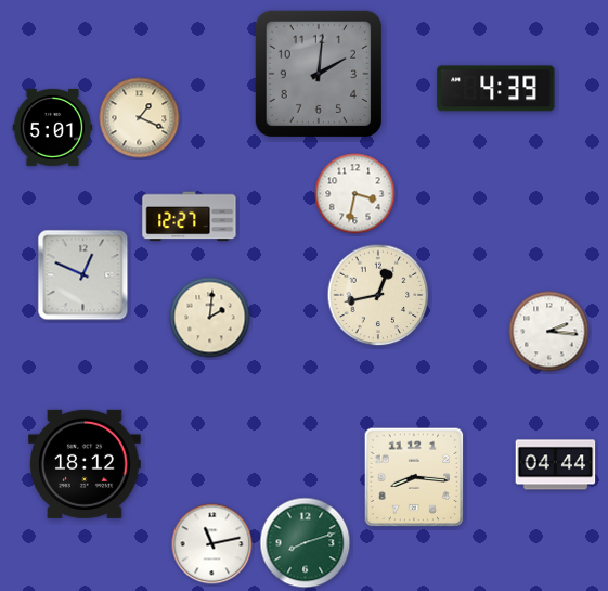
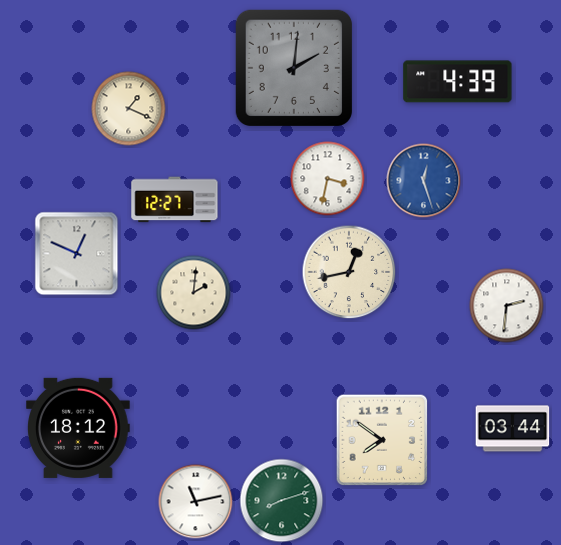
clock at (53, 127): 5:01 -> none
clock at (424, 181): none -> 12:27
clock at (549, 332): 2:16 -> 2:31
clock at (556, 465): 04:44 -> 03:44
clock at (414, 477): 8:16 -> 7:51
